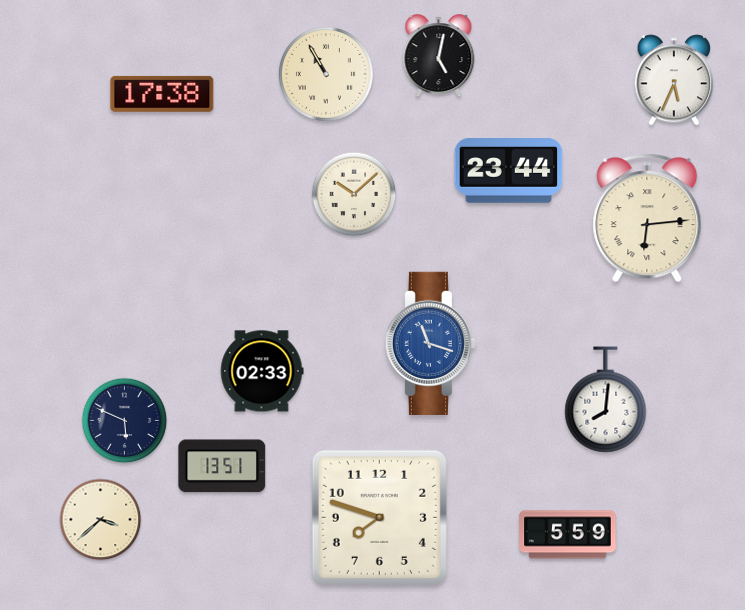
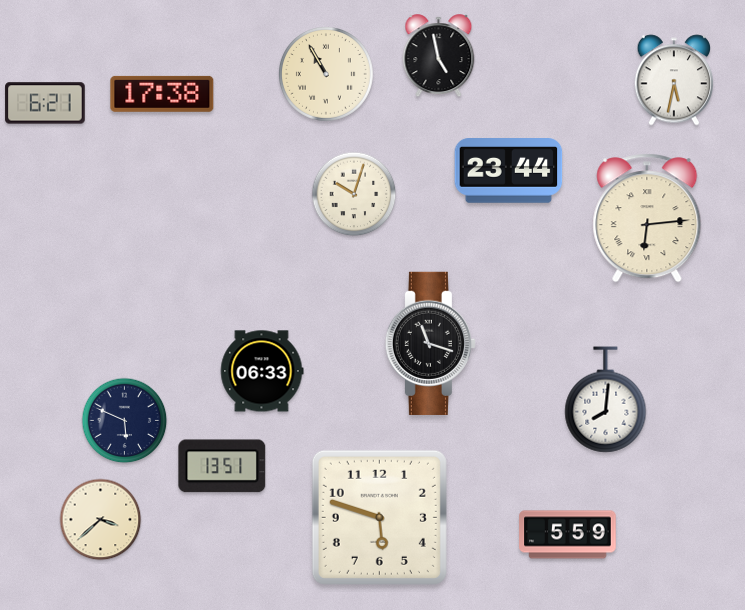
clock at (439, 56): 5:02 -> 4:58
clock at (674, 80): 5:34 -> 5:32
clock at (45, 103): none -> 6:21
clock at (354, 194): 10:08 -> 10:03
clock at (430, 343) dial: blue -> black
clock at (262, 371): 02:33 -> 06:33
clock at (379, 517): 7:48 -> 5:48
